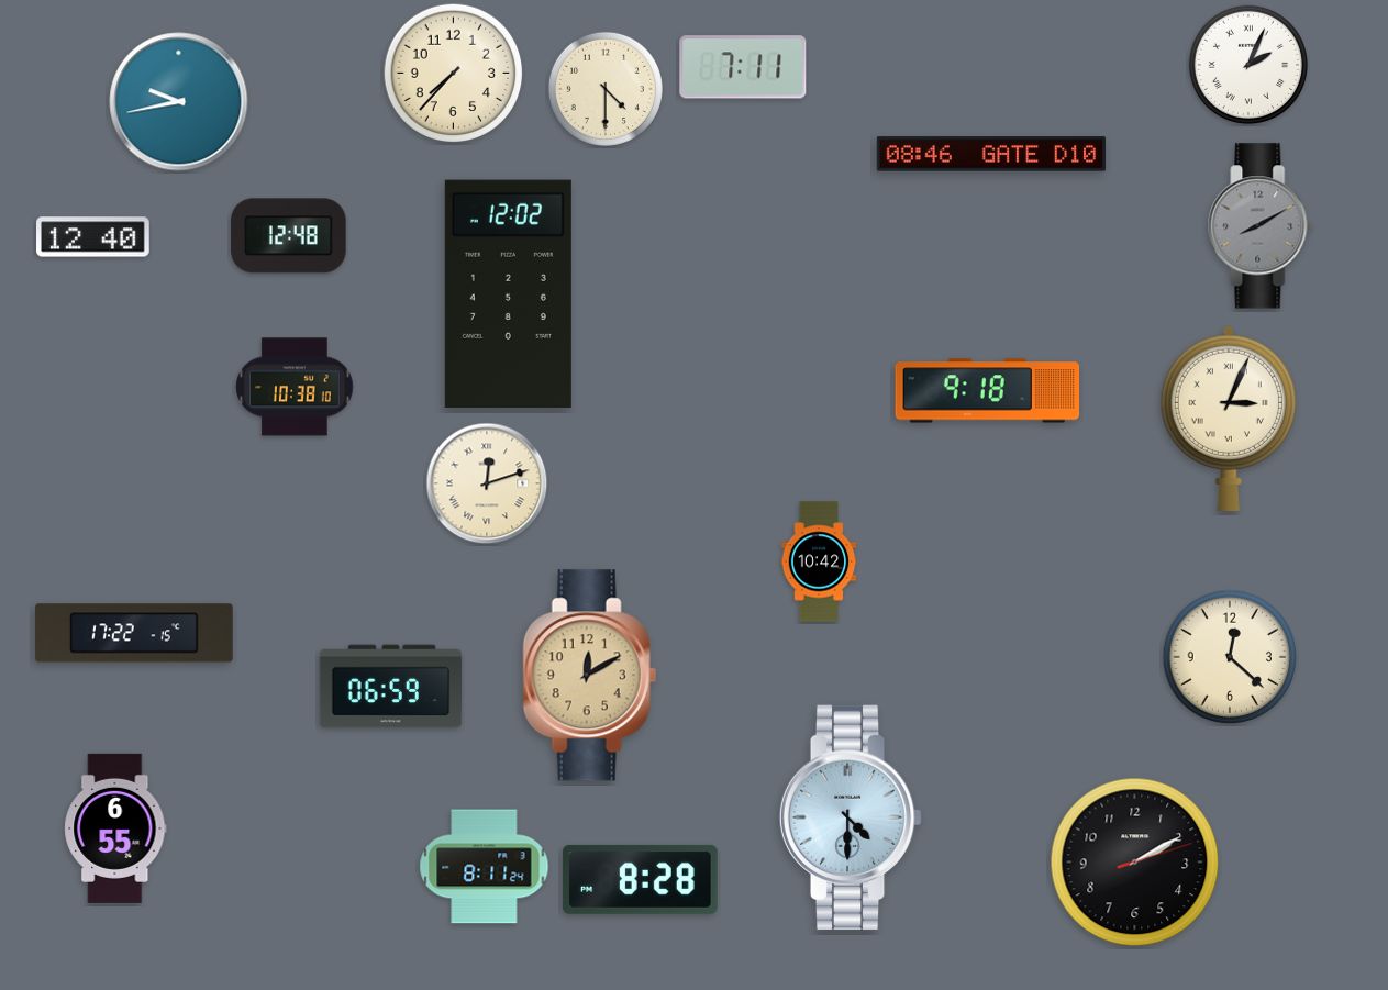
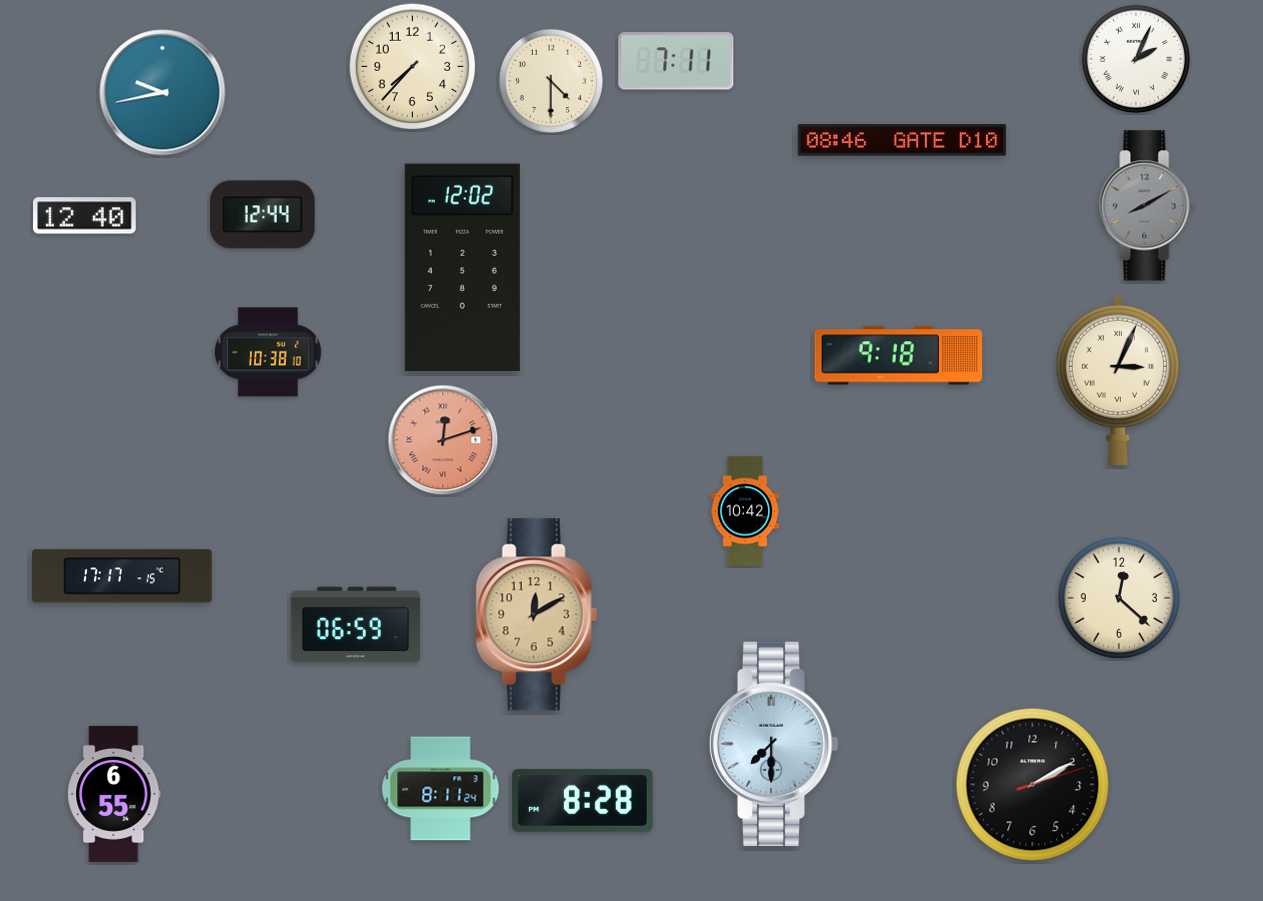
clock at (289, 236): 12:48 -> 12:44
clock at (487, 483) dial: cream -> salmon
clock at (134, 633): 17:22 -> 17:17
clock at (851, 817): 4:30 -> 7:30
clock at (115, 828) position: (115, 828) -> (114, 794)
